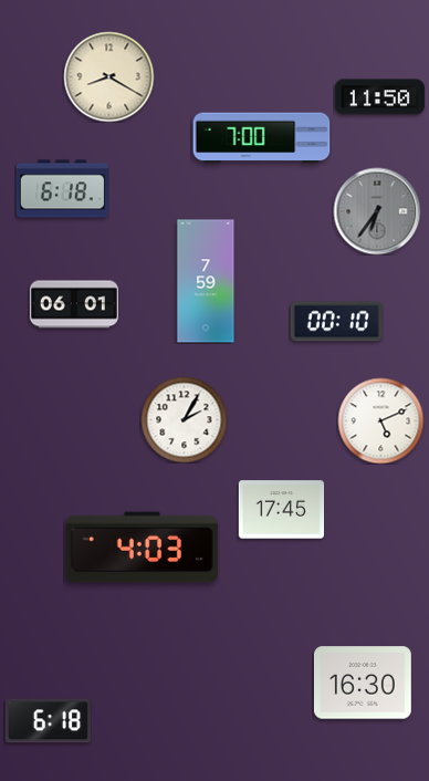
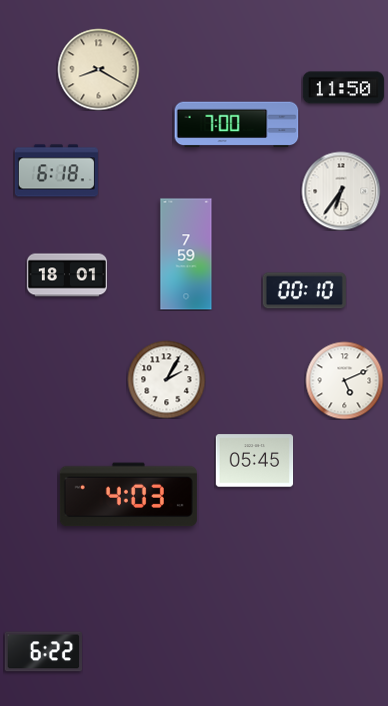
clock at (377, 211) dial: grey -> white
clock at (74, 304): 06:01 -> 18:01
clock at (281, 510): 17:45 -> 05:45
clock at (363, 683): 16:30 -> none
clock at (48, 721): 6:18 -> 6:22
